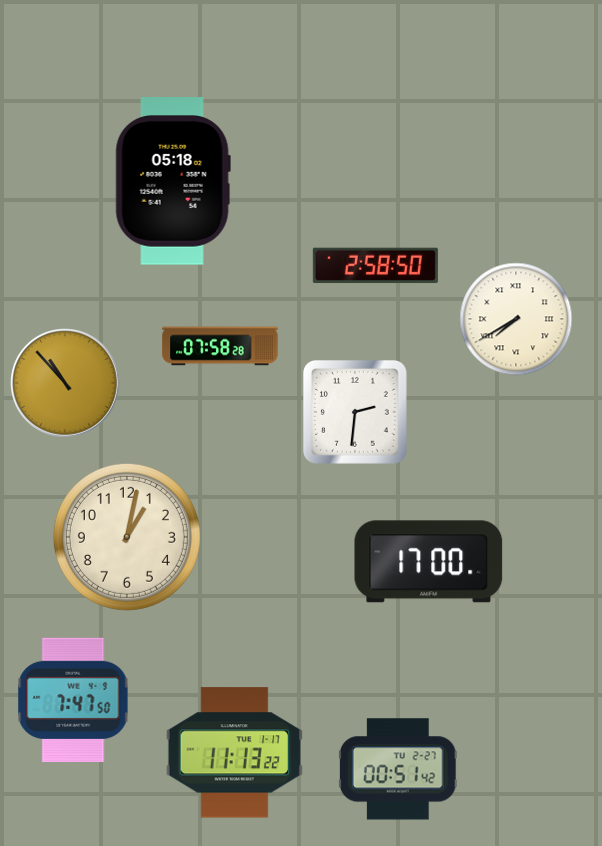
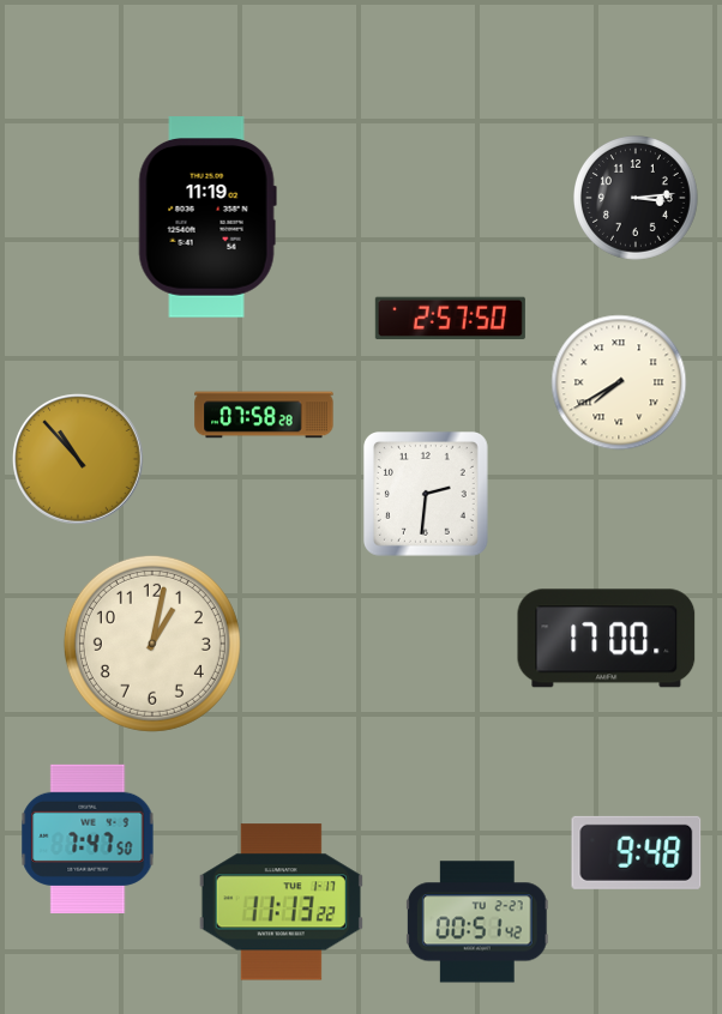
clock at (637, 199): none -> 3:14
clock at (173, 181): 05:18 -> 11:19
clock at (375, 266): 2:58 -> 2:57
clock at (429, 562) position: (429, 562) -> (607, 639)
clock at (637, 852): none -> 9:48
